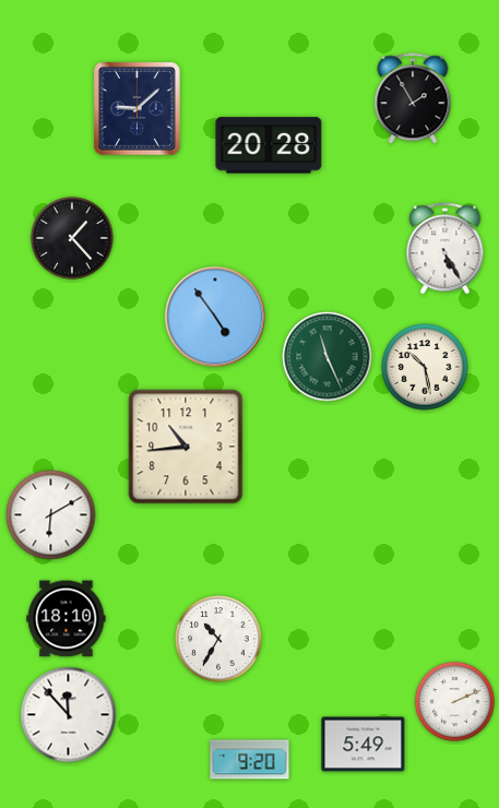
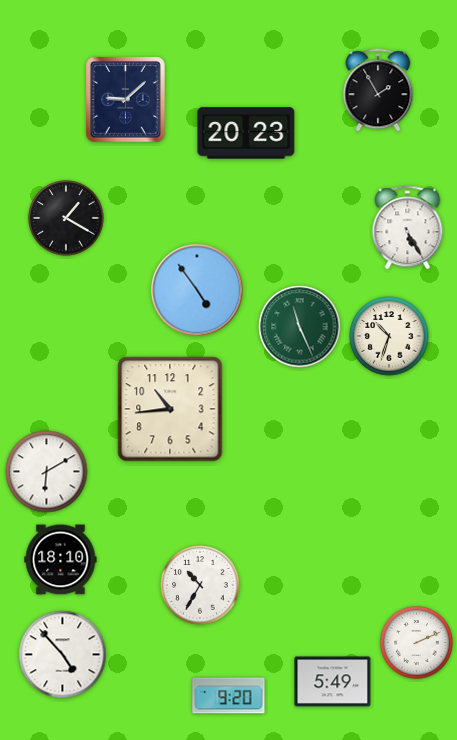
clock at (269, 145): 20:28 -> 20:23
clock at (72, 238): 1:23 -> 1:20
clock at (425, 367): 10:28 -> 10:33
clock at (67, 619) position: (67, 619) -> (61, 560)
clock at (69, 715): 11:53 -> 4:53
